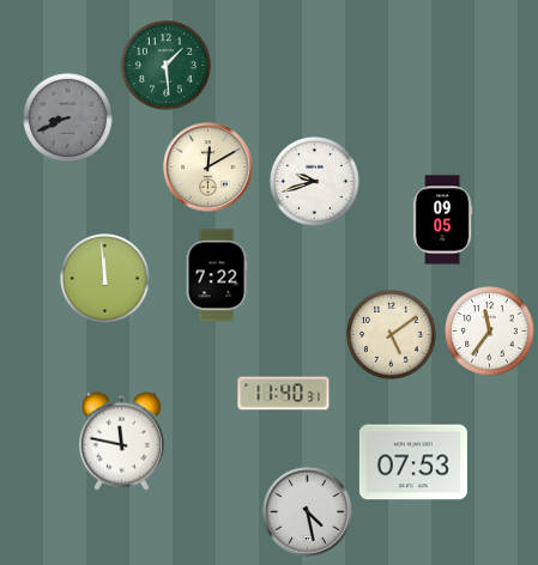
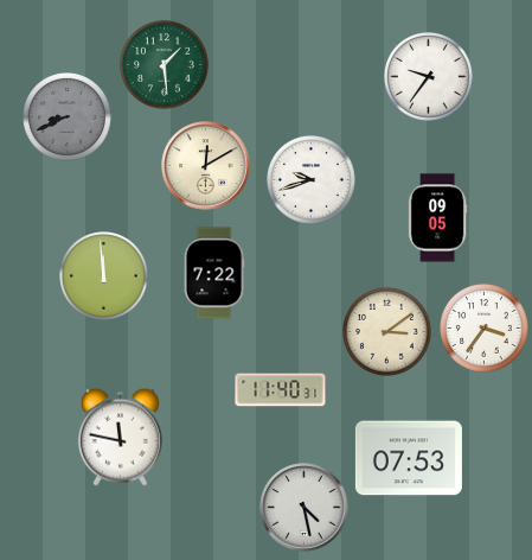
clock at (429, 77): none -> 9:36
clock at (490, 332): 11:36 -> 3:36
clock at (392, 335): 5:09 -> 3:09
